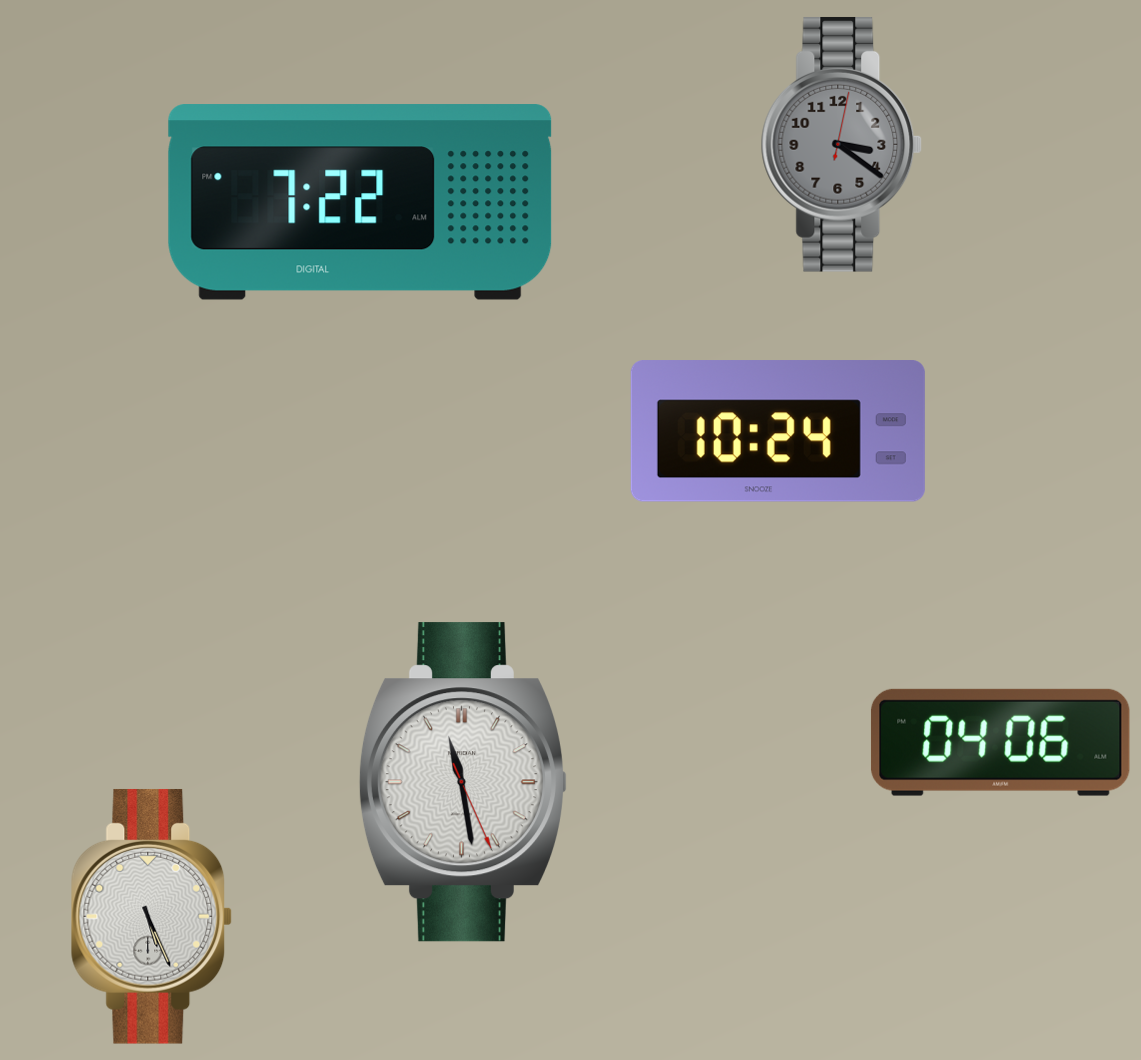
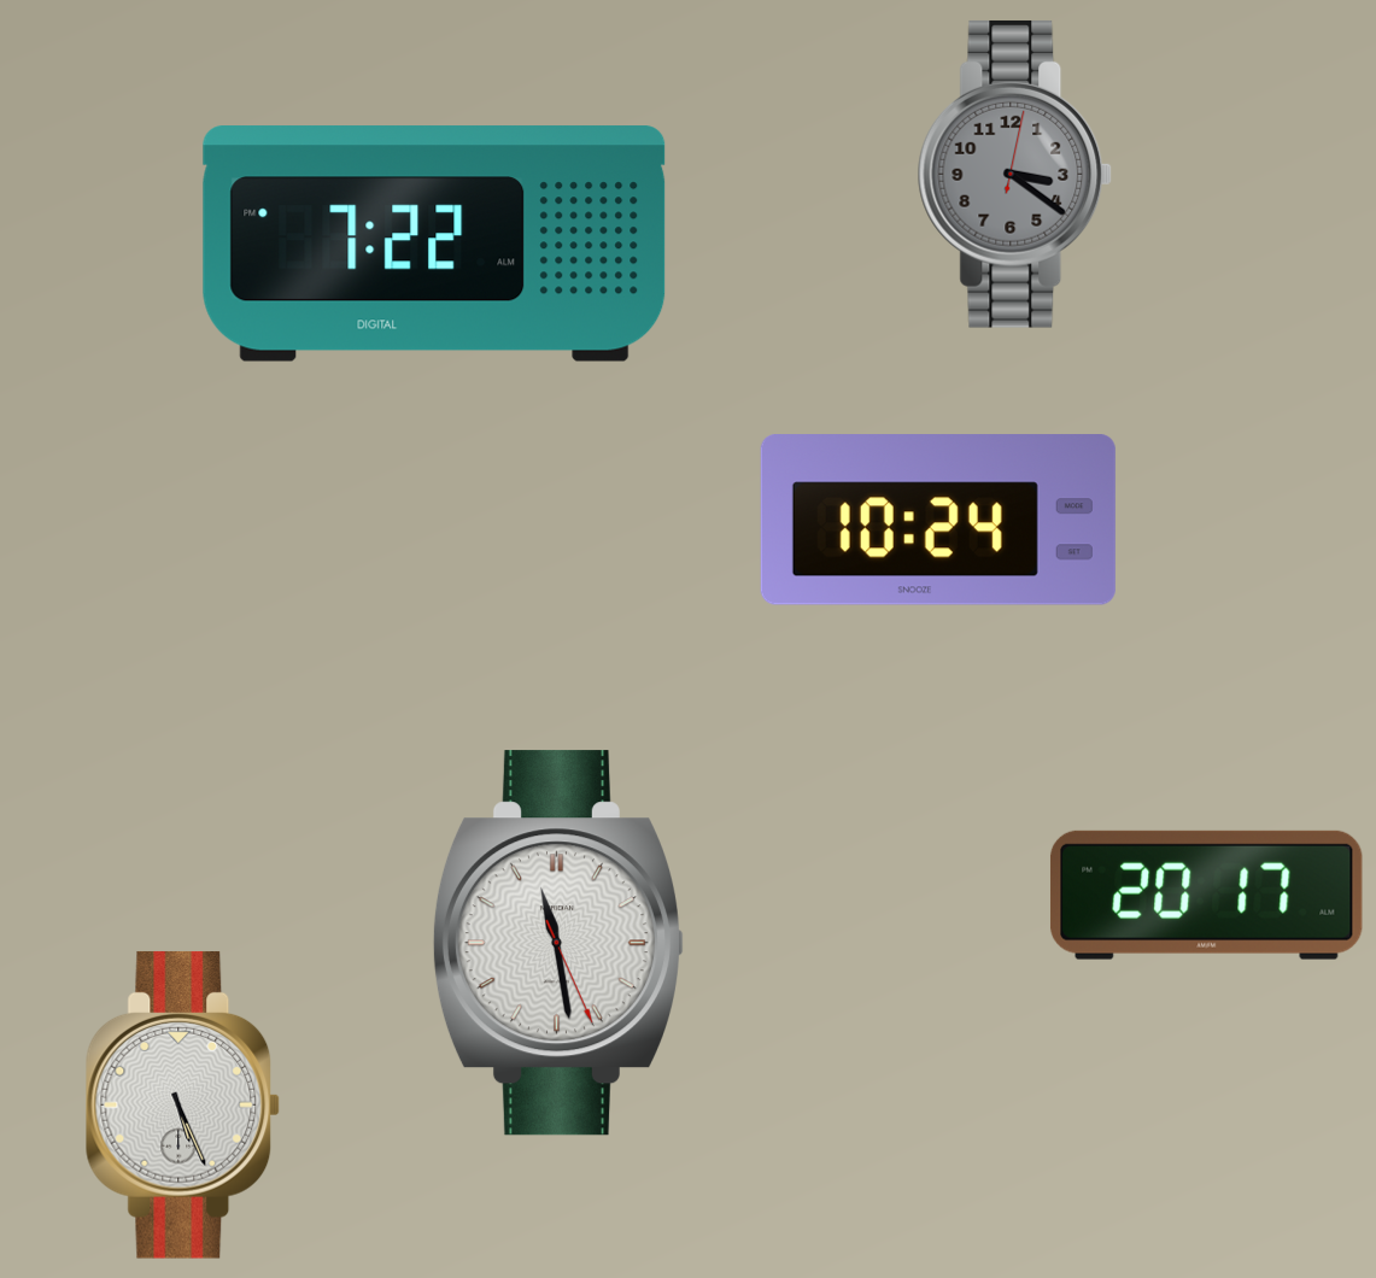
clock at (1000, 742): 04:06 -> 20:17
